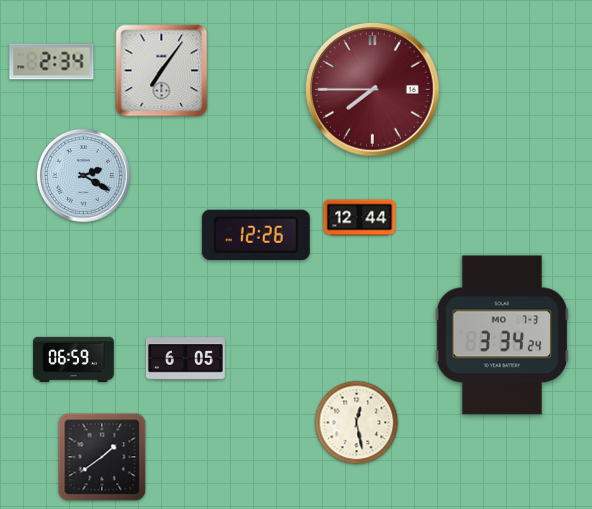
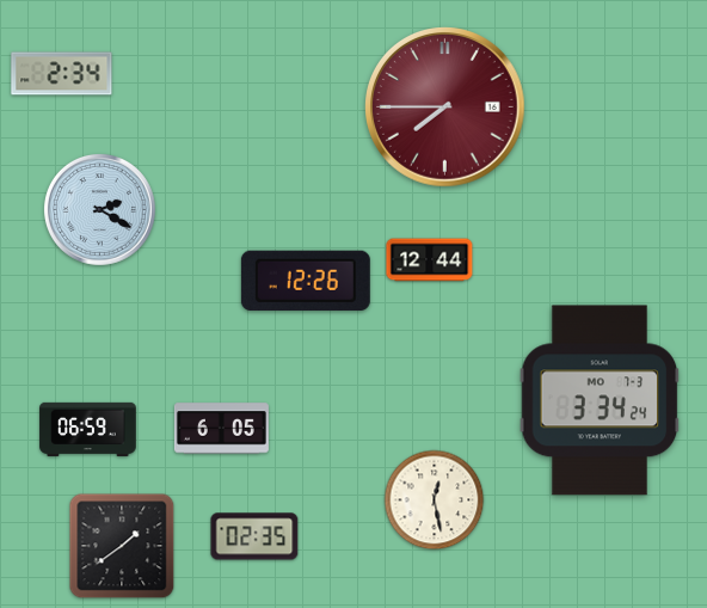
clock at (162, 71): 7:06 -> none
clock at (357, 423) position: (357, 423) -> (435, 500)
clock at (254, 536): none -> 02:35
